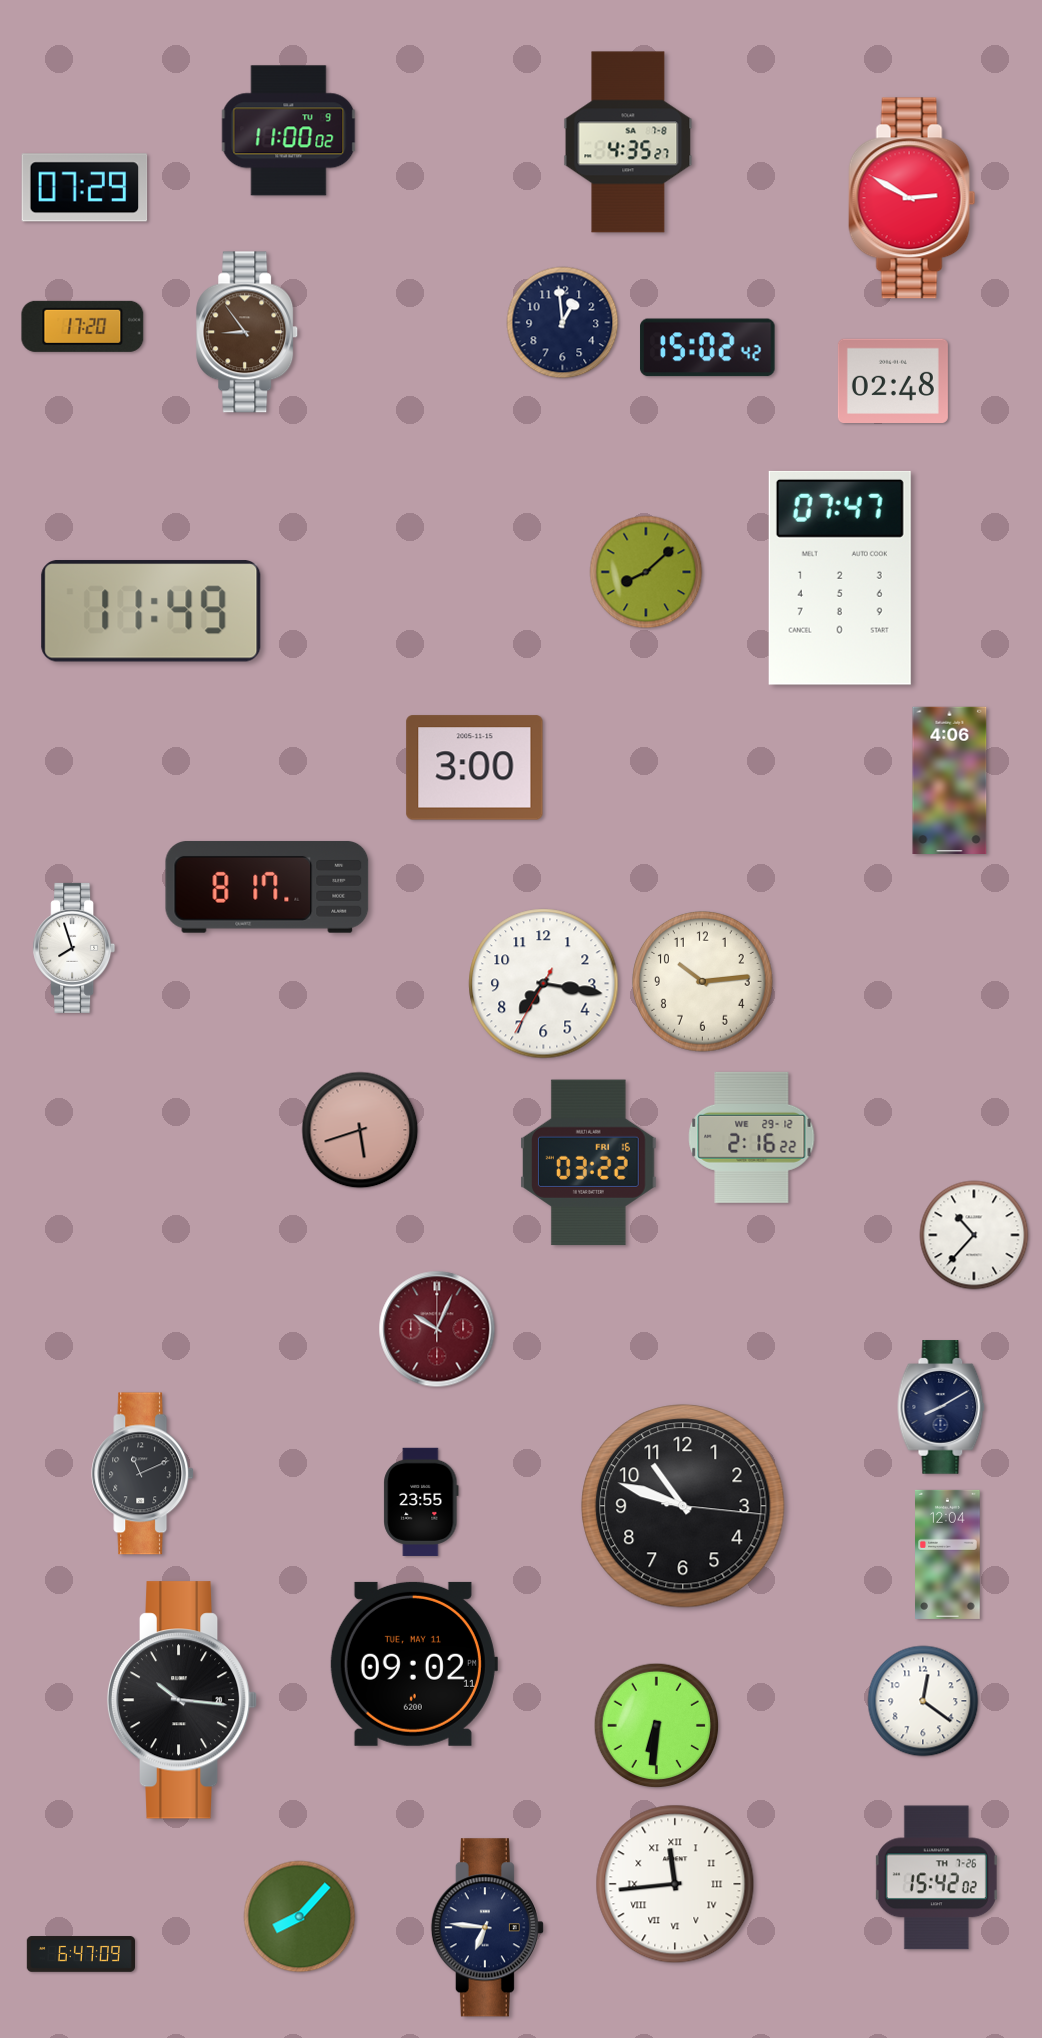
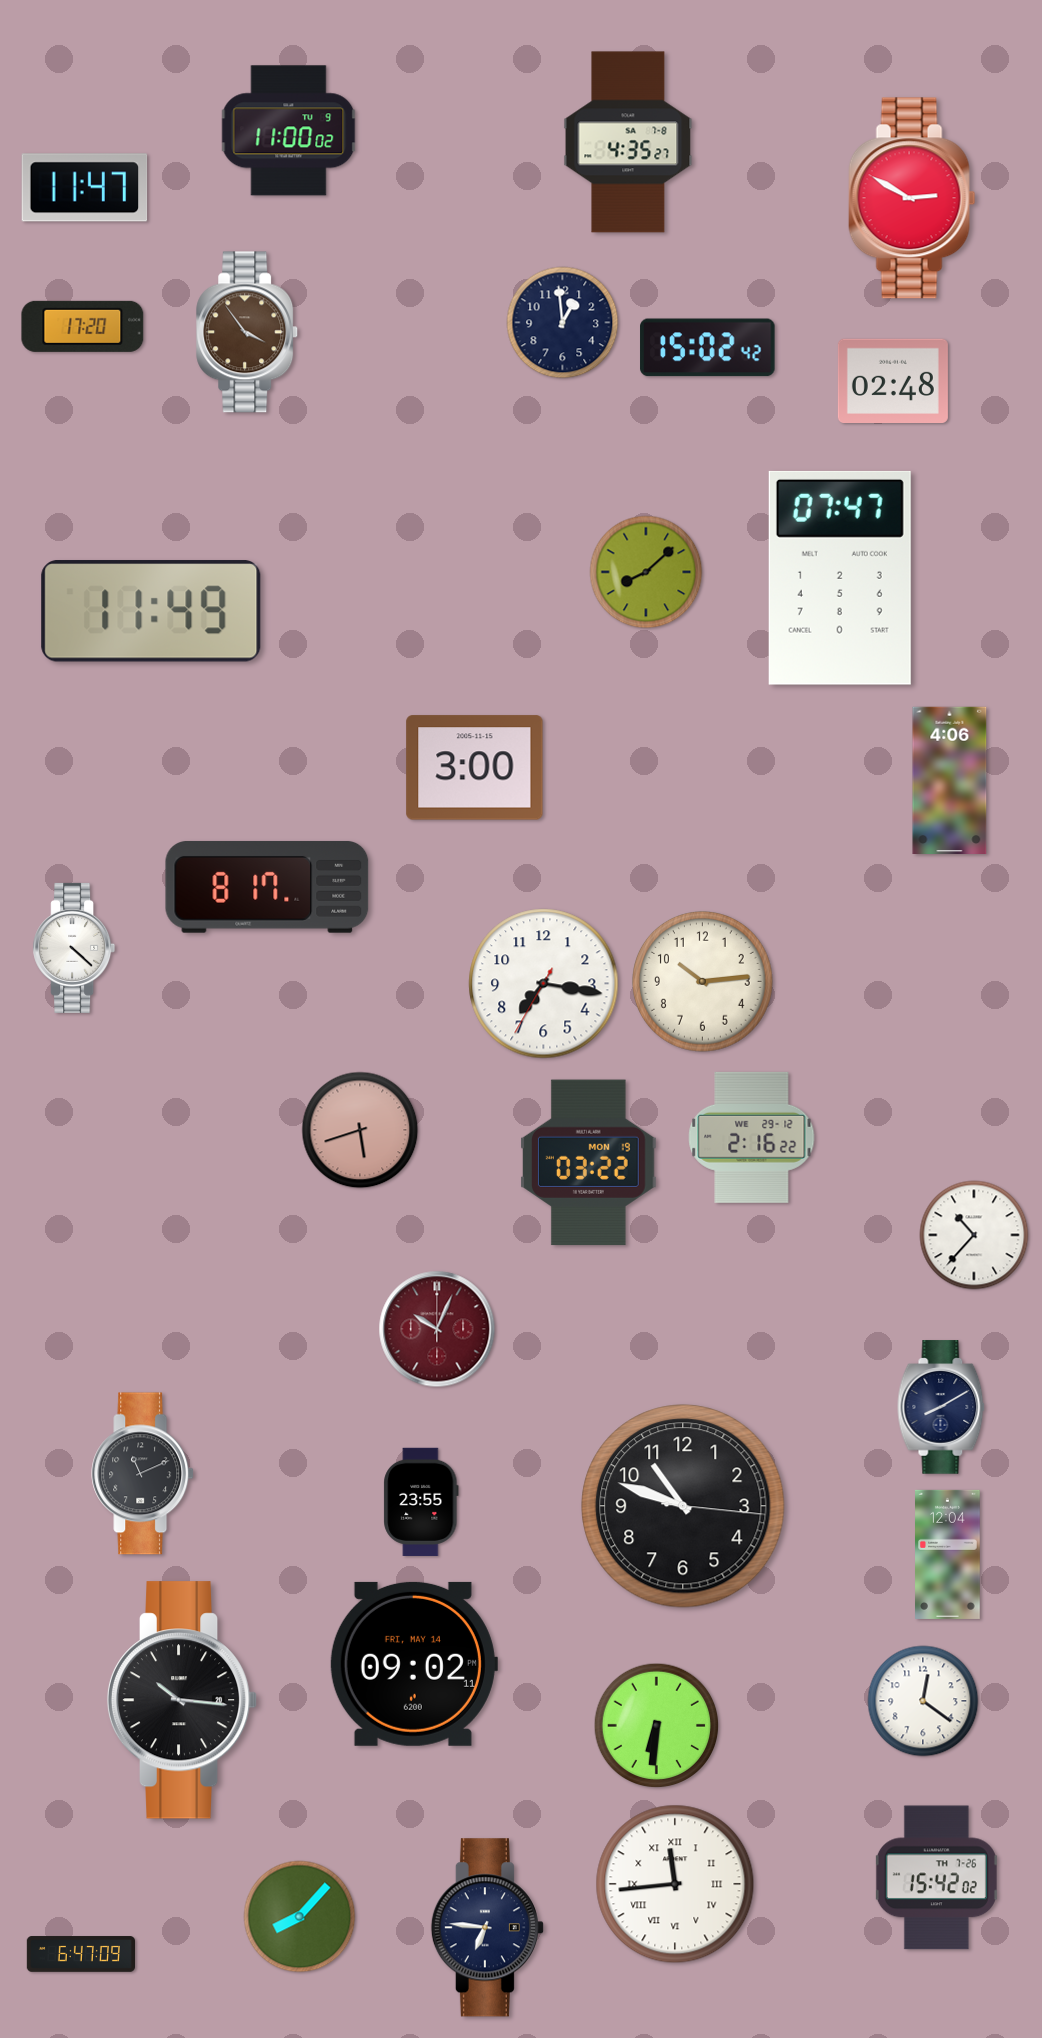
clock at (85, 188): 07:29 -> 11:47
clock at (248, 332): 8:54 -> 3:54
clock at (74, 948): 7:57 -> 4:22
clock at (589, 1163) date: FRI 16 -> MON 19
clock at (413, 1664) date: TUE, MAY 11 -> FRI, MAY 14
